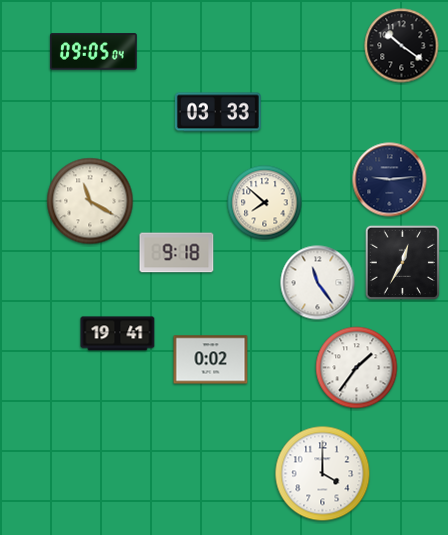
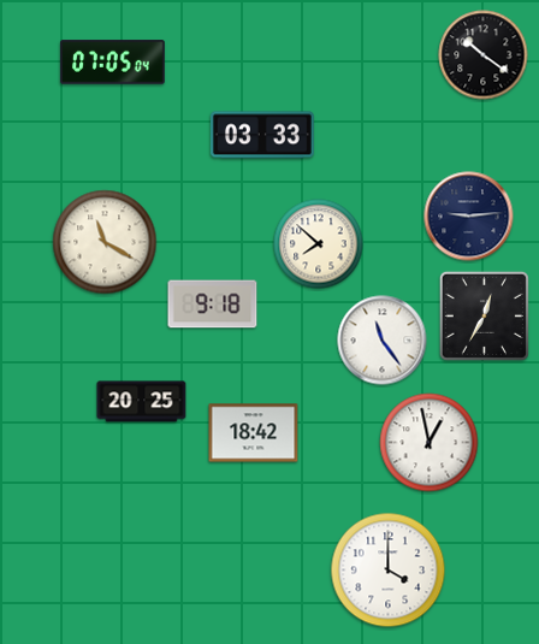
clock at (94, 52): 09:05 -> 07:05
clock at (90, 201) position: (90, 201) -> (105, 242)
clock at (118, 334): 19:41 -> 20:25
clock at (211, 360): 0:02 -> 18:42
clock at (357, 368): 1:36 -> 12:58
